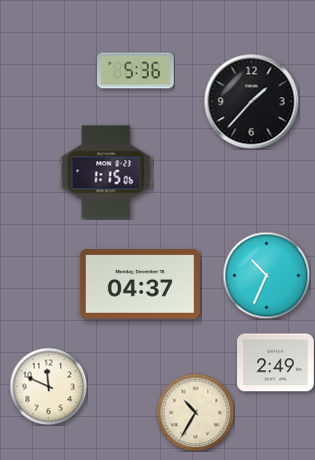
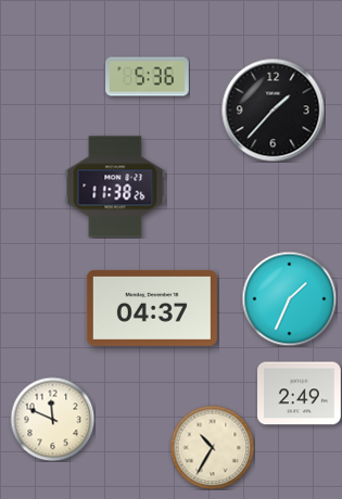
clock at (106, 172): 1:15 -> 11:38
clock at (266, 275): 10:34 -> 1:34
